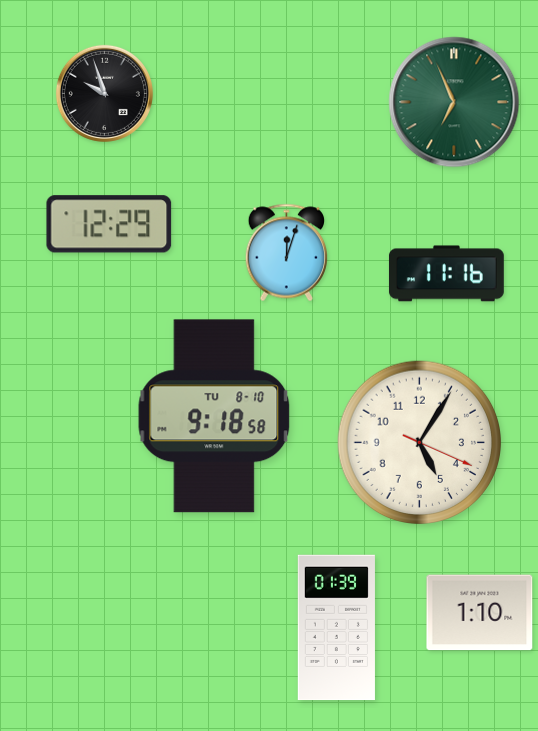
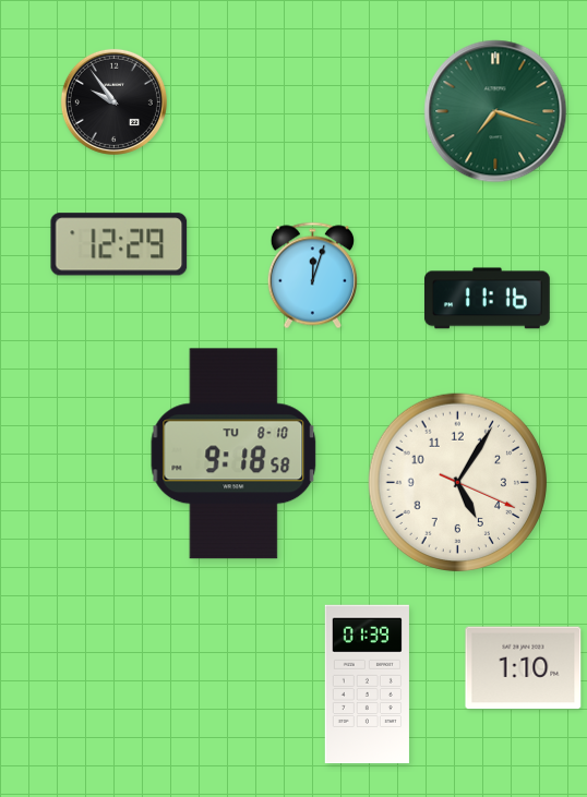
clock at (104, 93): 9:57 -> 9:54
clock at (454, 102): 6:56 -> 7:18
